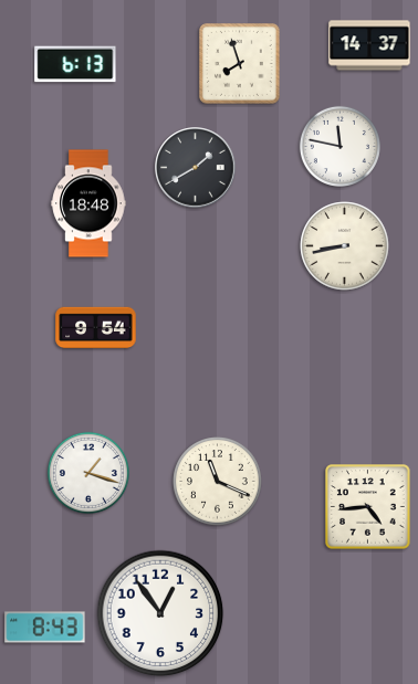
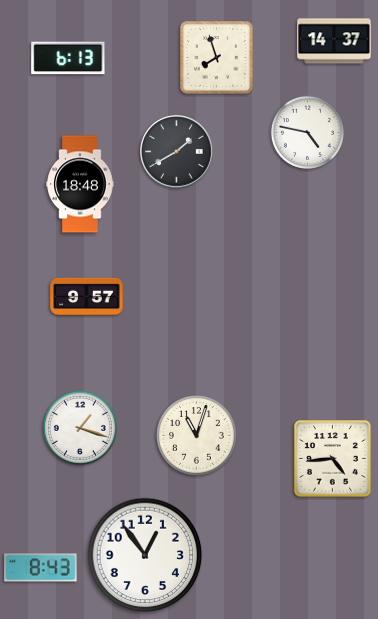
clock at (339, 146): 11:47 -> 4:47
clock at (345, 246): 8:43 -> none
clock at (96, 328): 9:54 -> 9:57
clock at (218, 482): 11:19 -> 11:03
